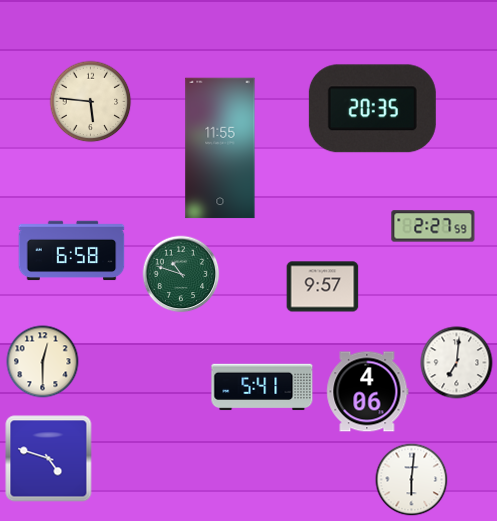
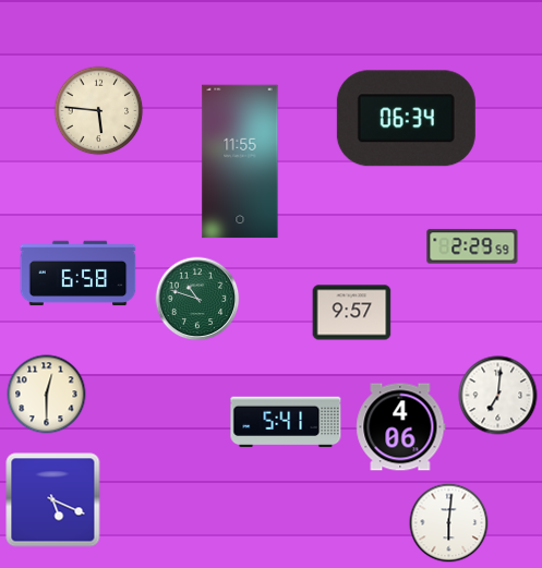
clock at (372, 109): 20:35 -> 06:34
clock at (433, 226): 2:27 -> 2:29
clock at (49, 459): 4:48 -> 5:19
